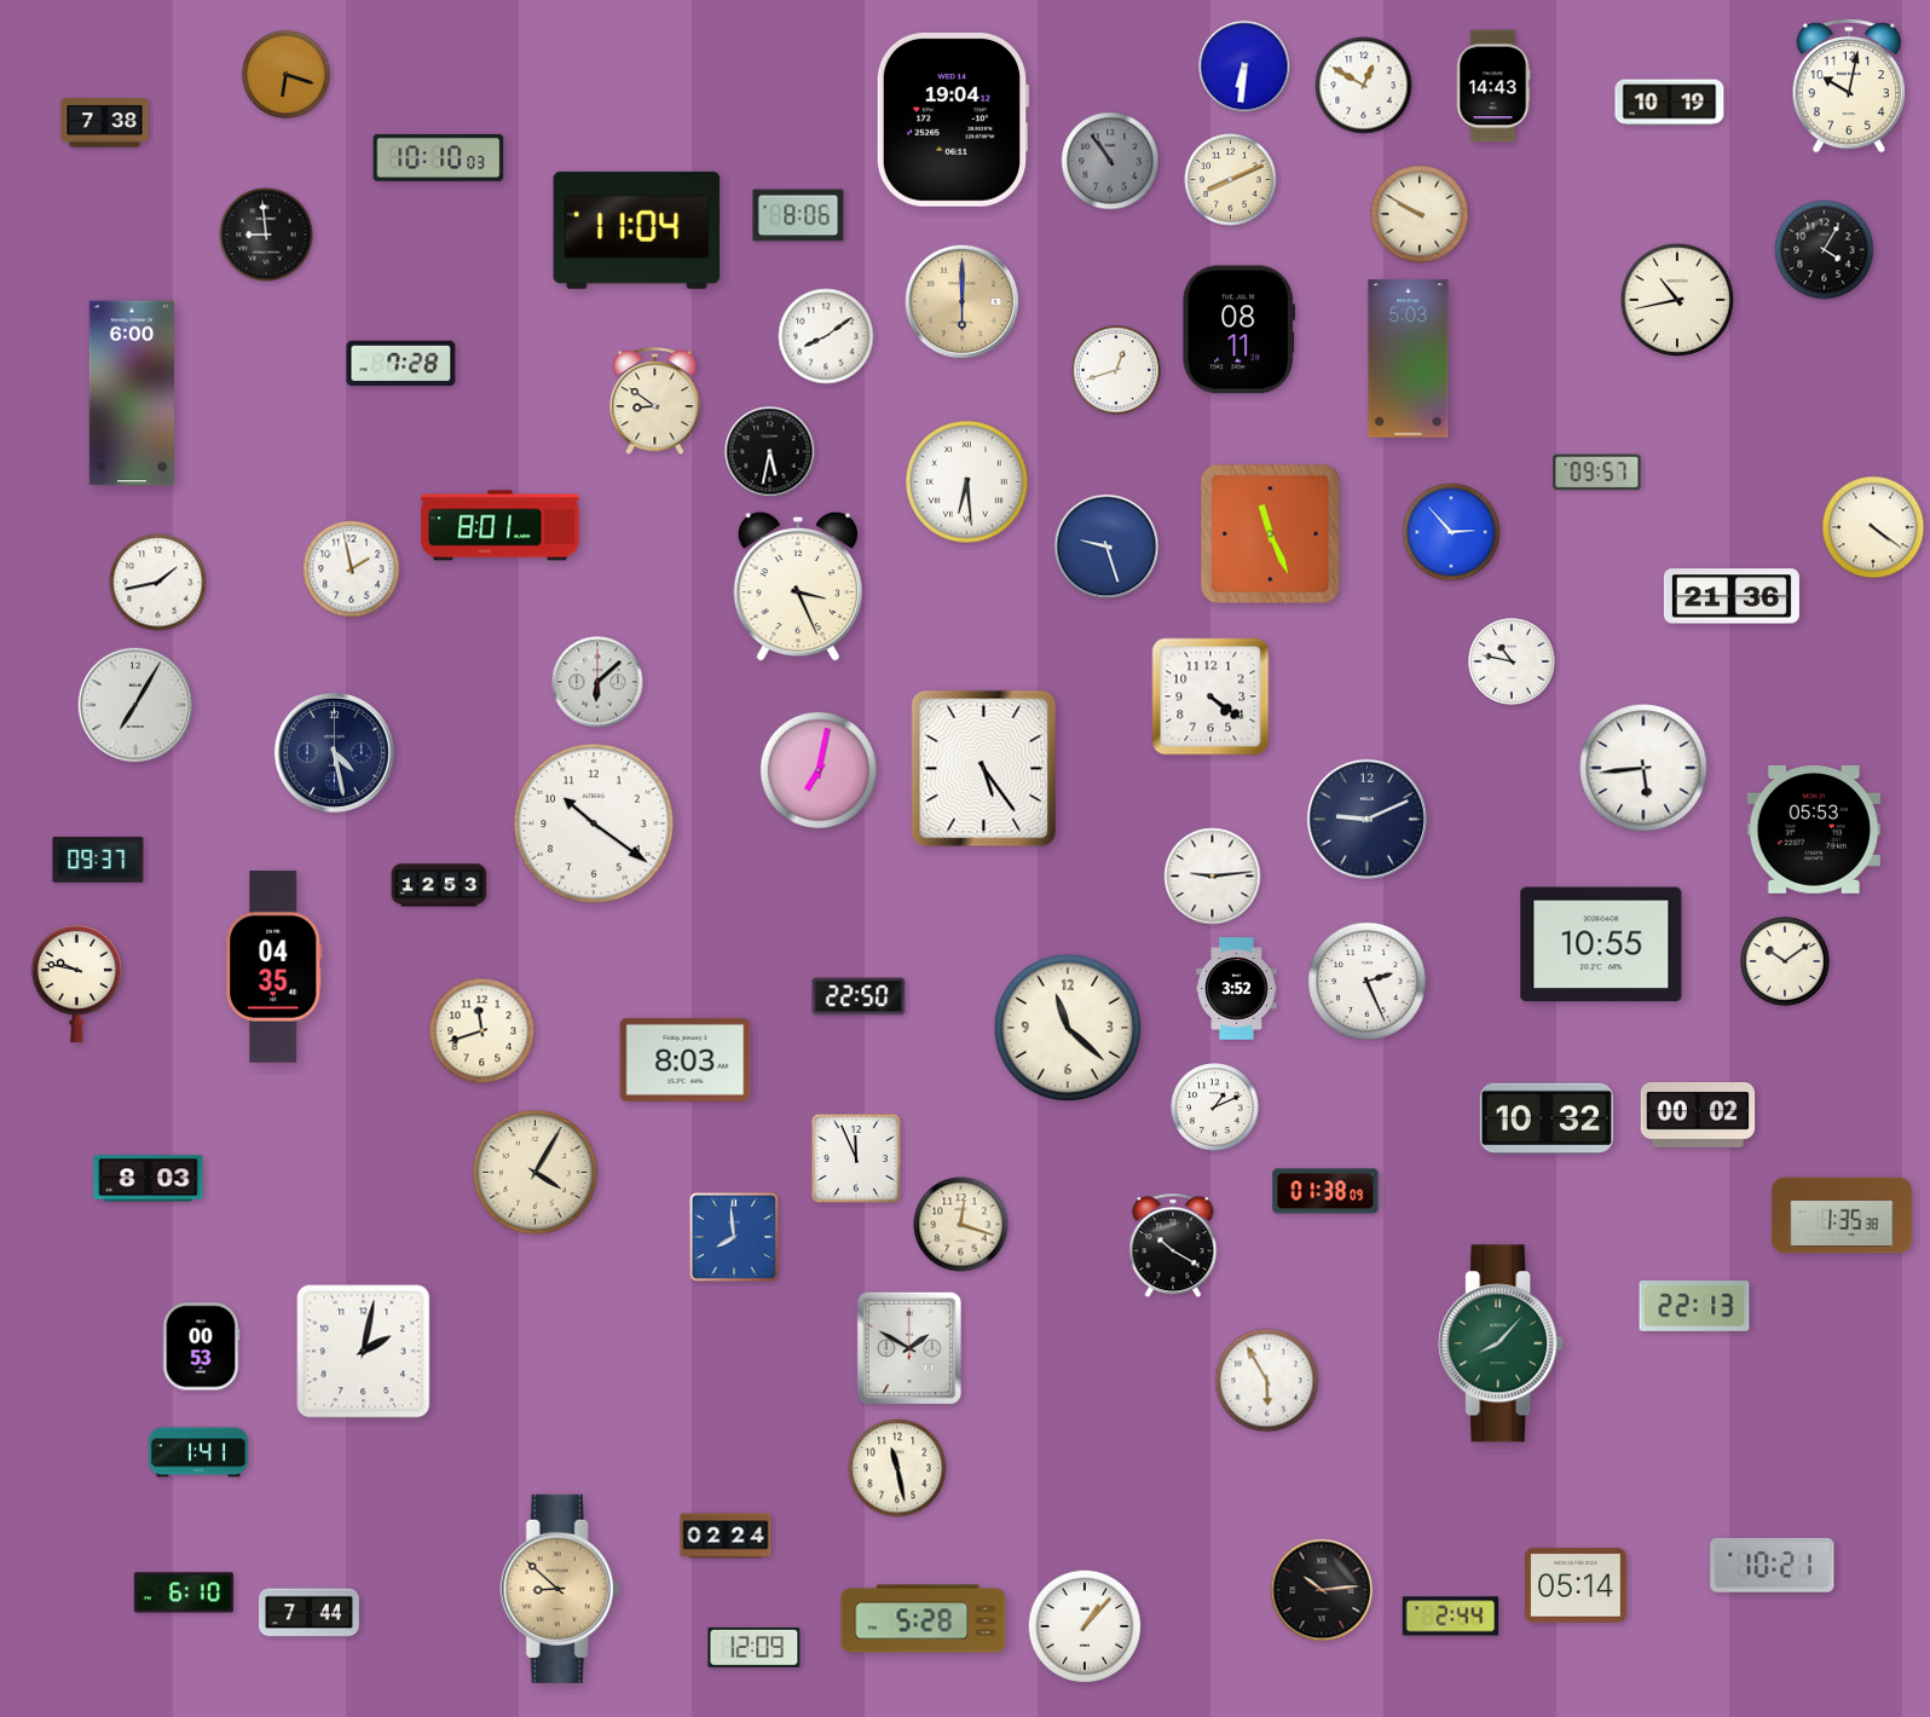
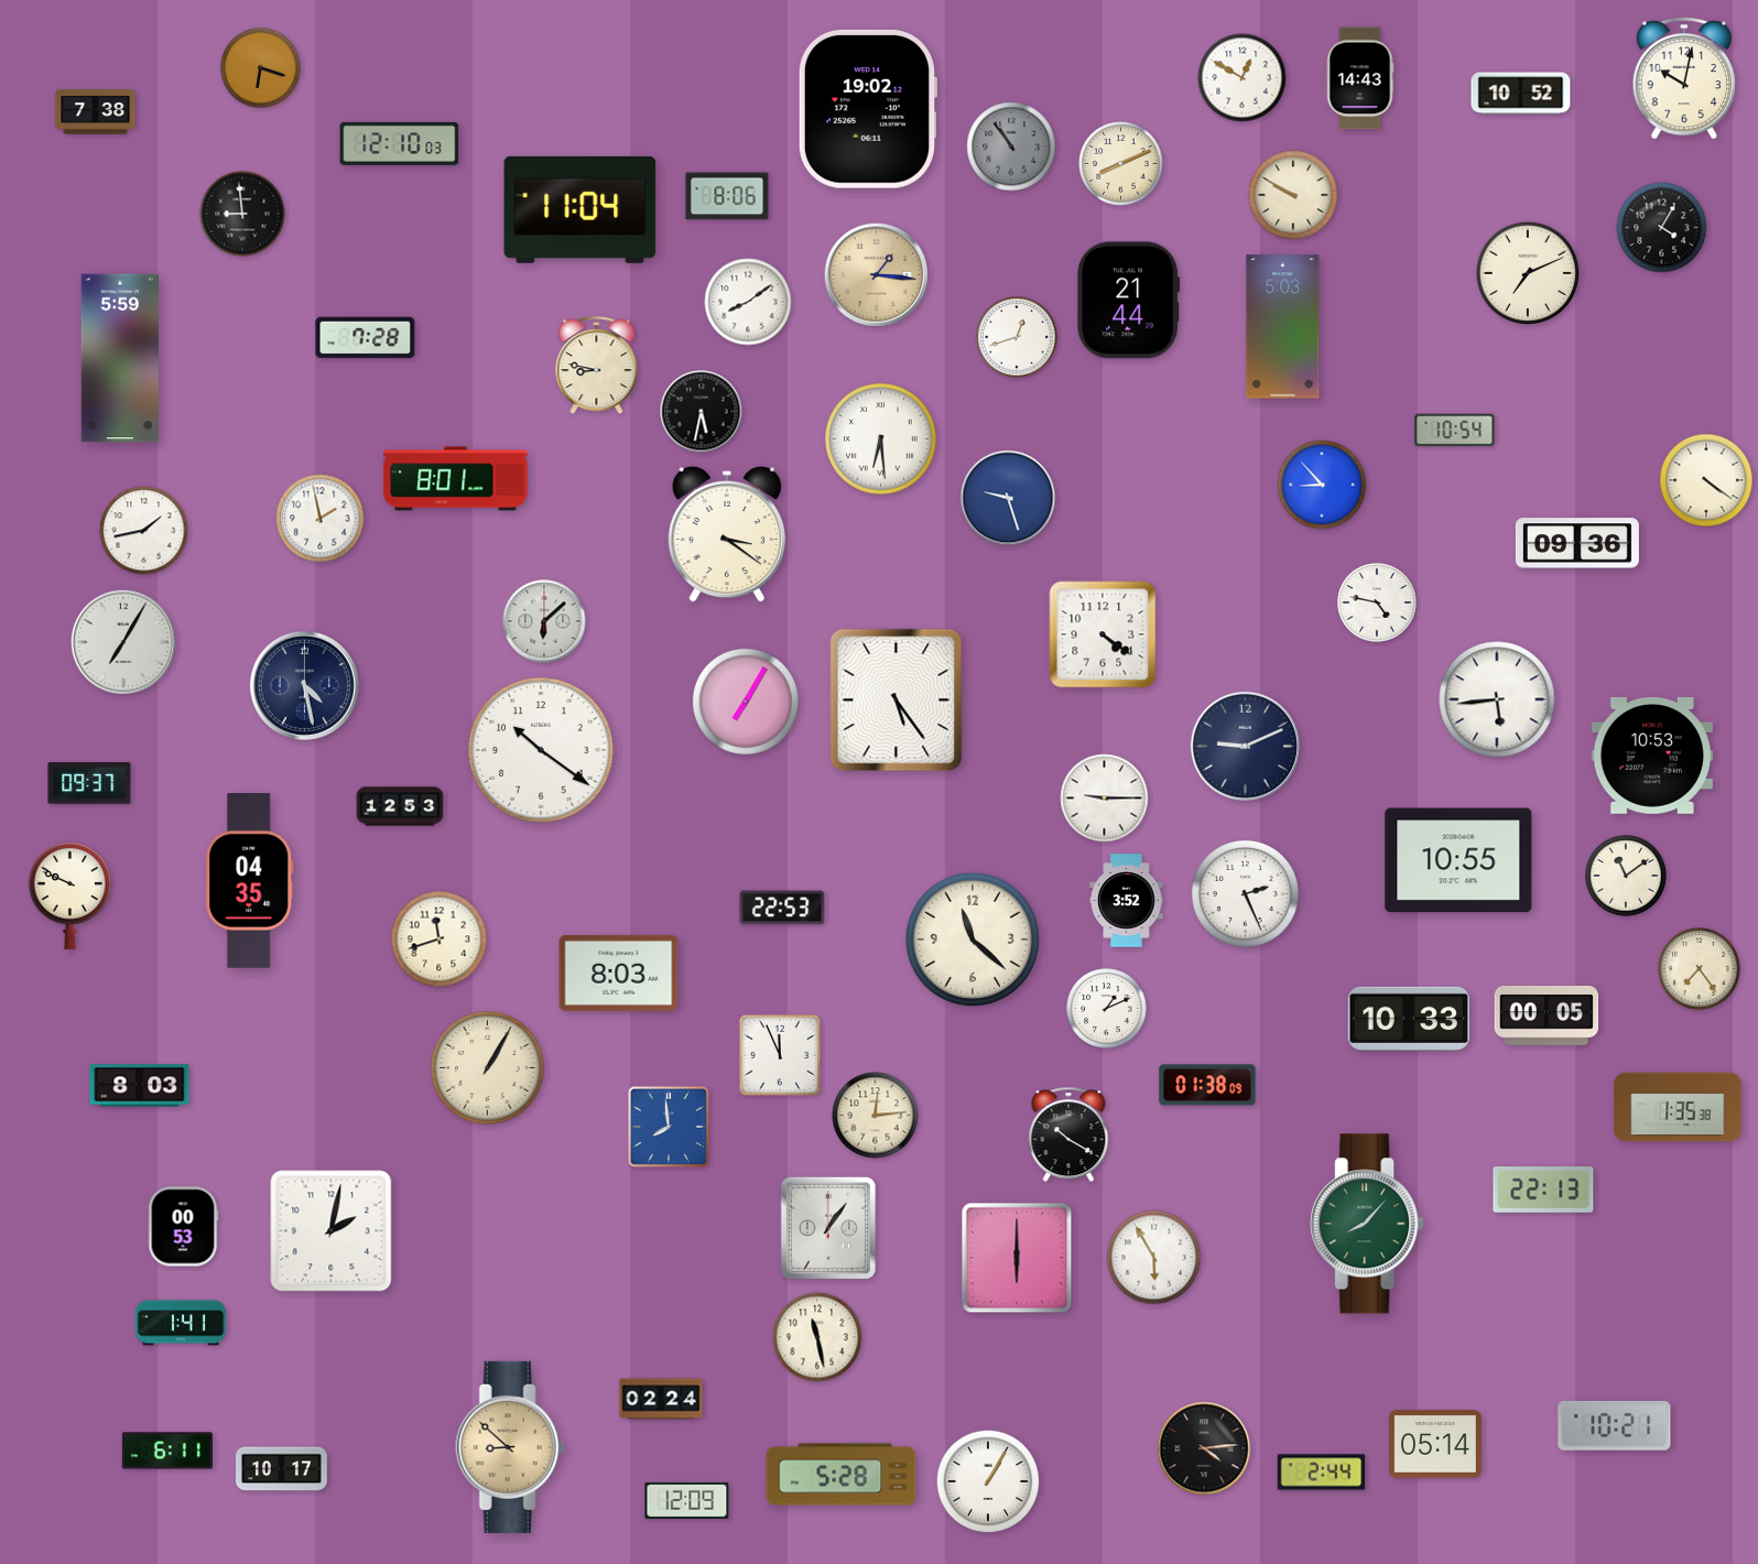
clock at (1244, 67): 6:31 -> none
clock at (1670, 103): 10:19 -> 10:52
clock at (952, 120): 19:04 -> 19:02
clock at (439, 157): 10:10 -> 12:10
clock at (1677, 300): 10:43 -> 7:11
clock at (963, 302): 6:00 -> 1:16
clock at (1240, 330): 08:11 -> 21:44
clock at (826, 336) position: (826, 336) -> (748, 302)
clock at (401, 364) position: (401, 364) -> (366, 338)
clock at (132, 393): 6:00 -> 5:59
clock at (655, 401): 8:51 -> 8:47
clock at (1597, 473): 09:57 -> 10:54
clock at (1451, 532): 2:53 -> 8:53
clock at (1271, 534): 11:26 -> none
clock at (797, 586): 3:26 -> 3:21
clock at (1732, 596): 21:36 -> 09:36
clock at (1513, 663): 10:47 -> 4:47
clock at (819, 770): 7:02 -> 7:05
clock at (1814, 829): 05:53 -> 10:53
clock at (1213, 877): 9:14 -> 9:15
clock at (1785, 961): 10:09 -> 11:09
clock at (76, 983): 9:47 -> 9:49
clock at (859, 996): 22:50 -> 22:53
clock at (1068, 1028) position: (1068, 1028) -> (973, 940)
clock at (686, 1059) position: (686, 1059) -> (619, 973)
clock at (1700, 969): none -> 7:24
clock at (1698, 1115): 00:02 -> 00:05
clock at (1547, 1118): 10:32 -> 10:33
clock at (536, 1173): 4:05 -> 1:05
clock at (149, 1179) position: (149, 1179) -> (140, 1086)
clock at (961, 1225): 12:18 -> 12:14
clock at (909, 1348): 1:50 -> 1:06
clock at (1017, 1258): none -> 6:00
clock at (1322, 1590): 10:14 -> 4:14
clock at (184, 1592): 6:10 -> 6:11
clock at (310, 1613): 7:44 -> 10:17
clock at (1085, 1626): 1:07 -> 1:05
